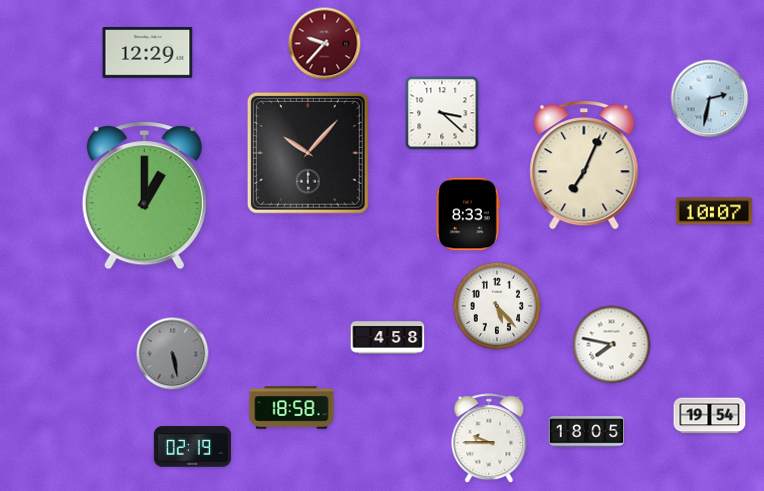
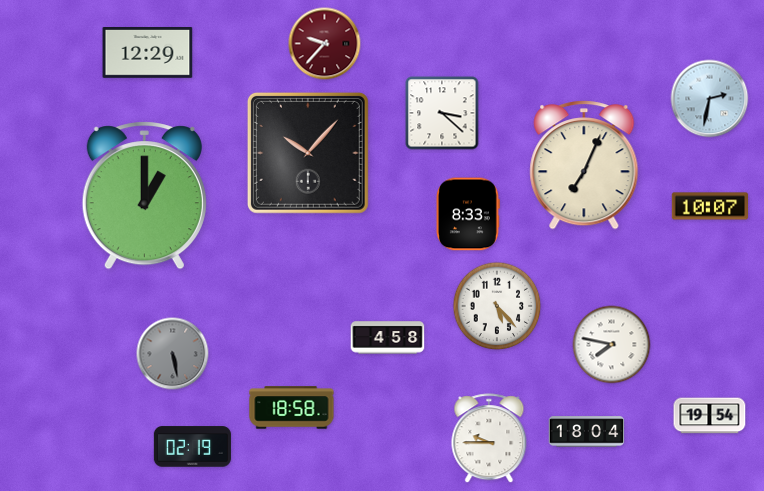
clock at (714, 211) position: (714, 211) -> (710, 206)
clock at (587, 432): 18:05 -> 18:04
